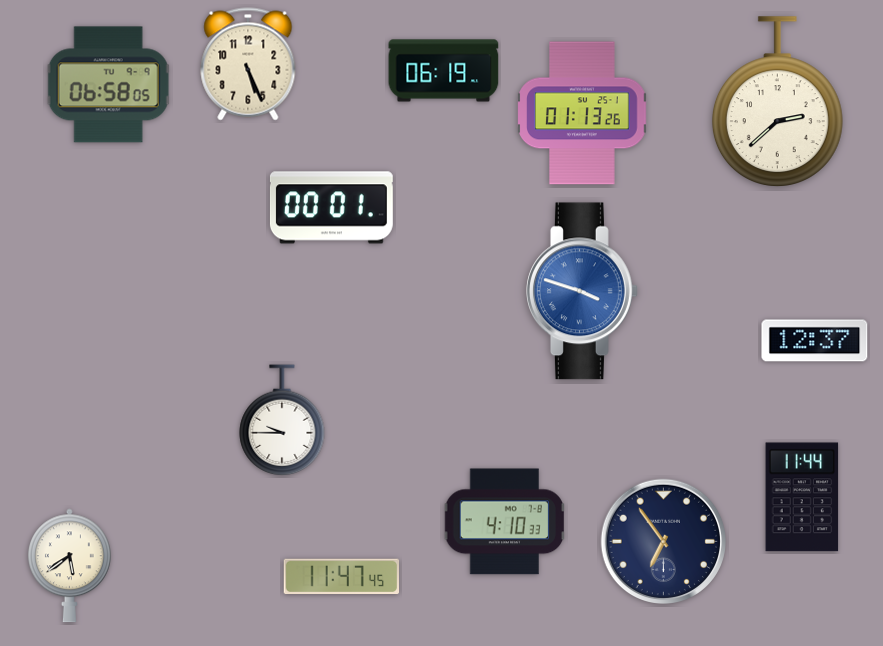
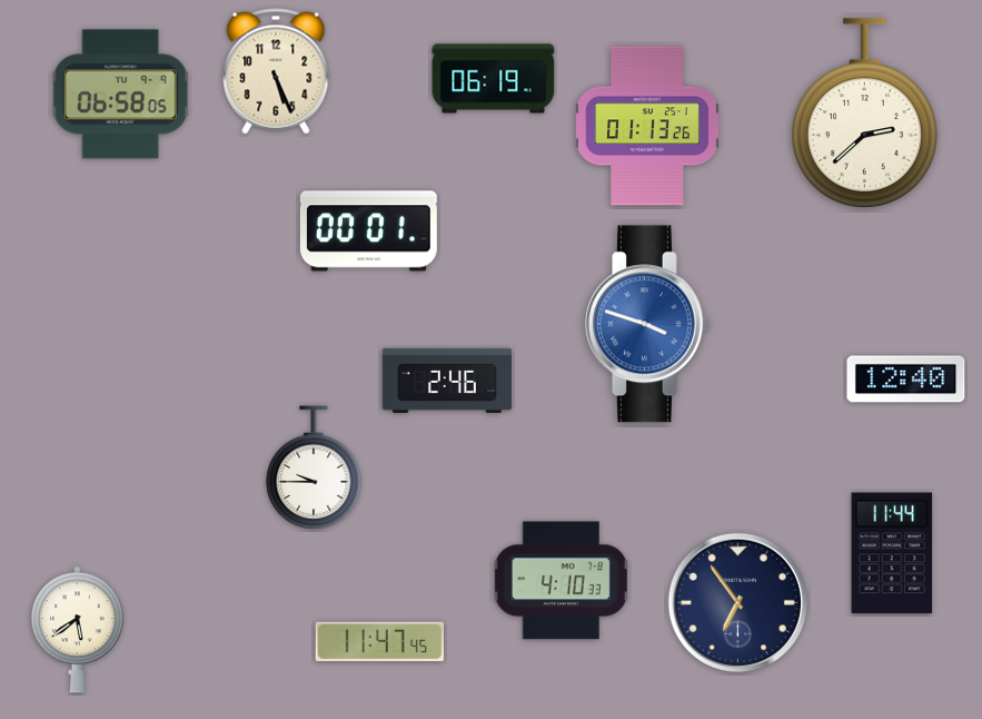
clock at (815, 341): 12:37 -> 12:40
clock at (446, 381): none -> 2:46
